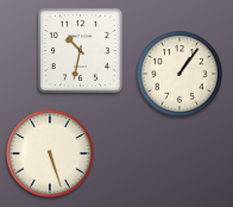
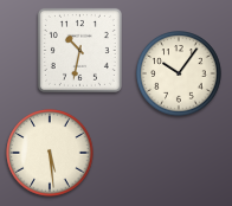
clock at (180, 74): 1:06 -> 10:06
clock at (50, 153): 5:27 -> 5:29
